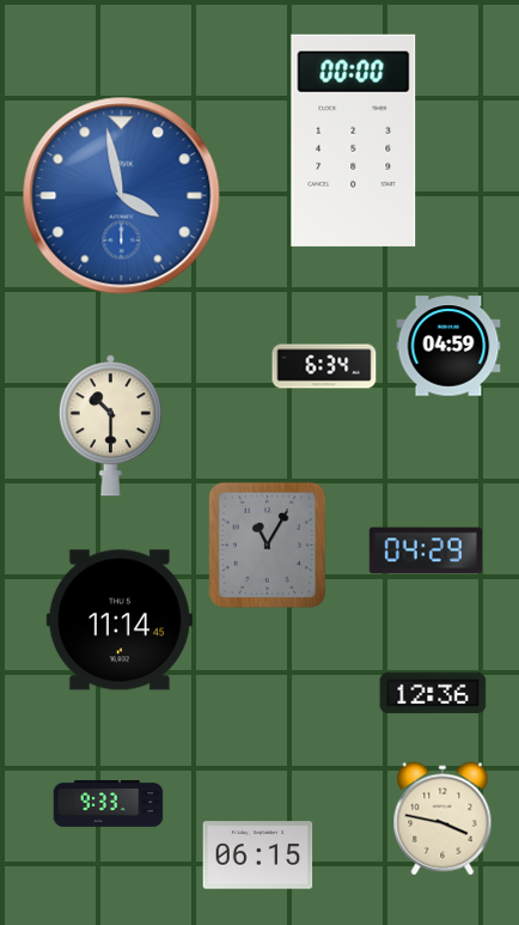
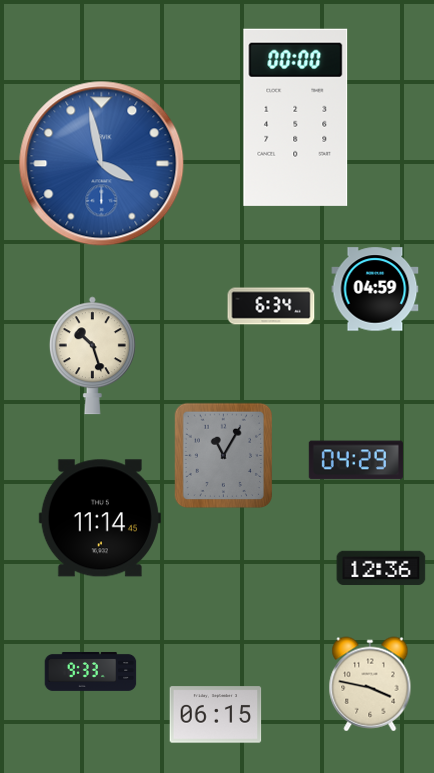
clock at (110, 426): 10:30 -> 10:27
clock at (433, 693) position: (433, 693) -> (381, 568)
